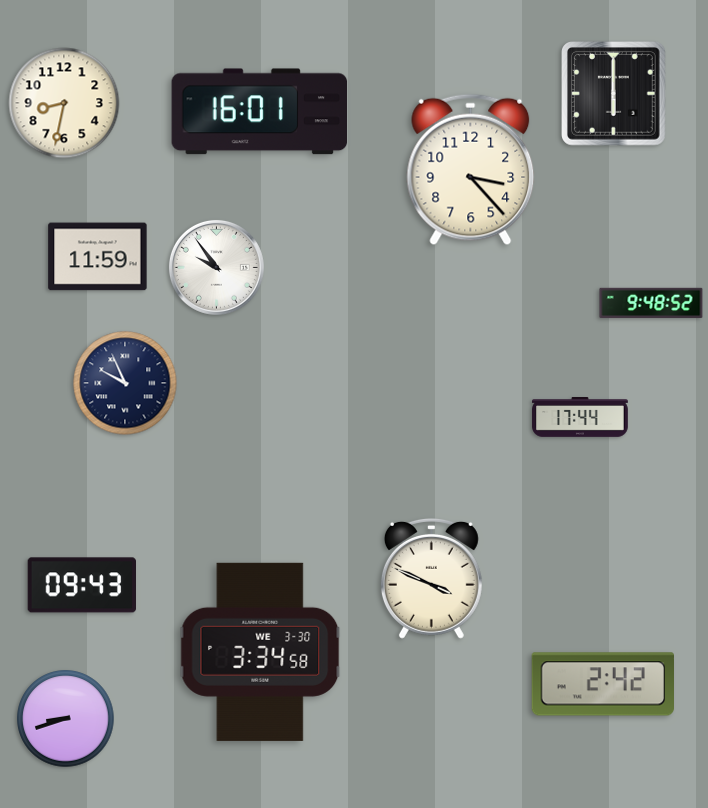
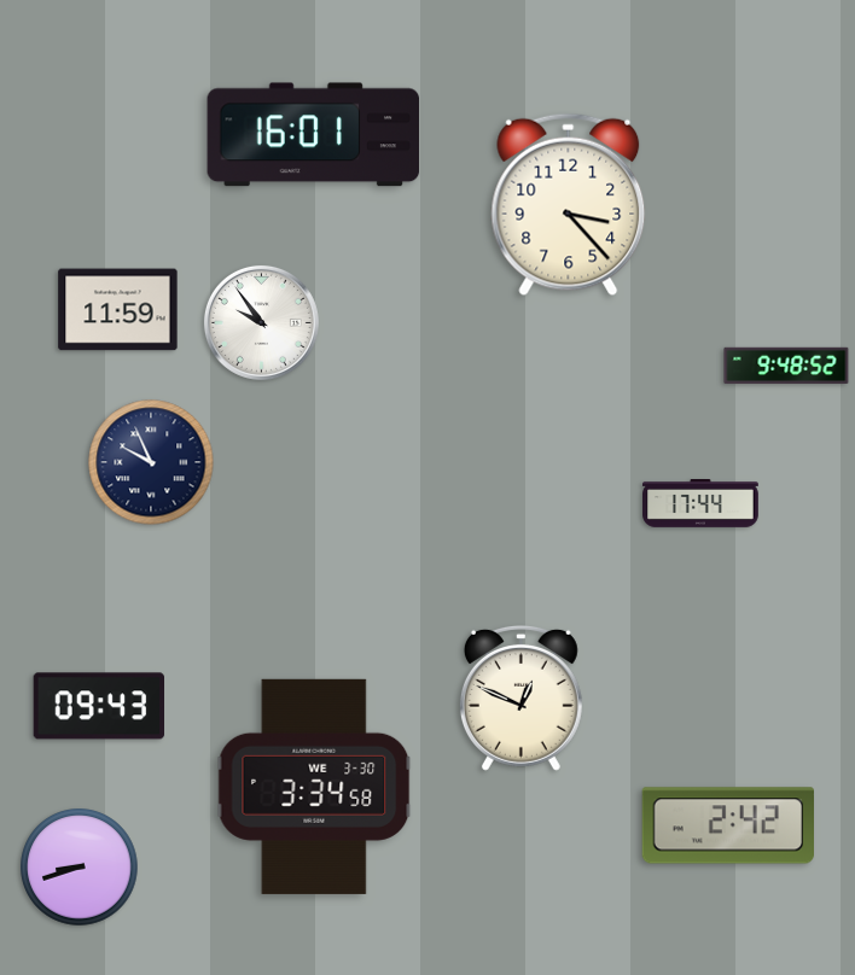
clock at (614, 94): 6:00 -> none
clock at (64, 103): 8:32 -> none
clock at (431, 578): 3:49 -> 12:49
